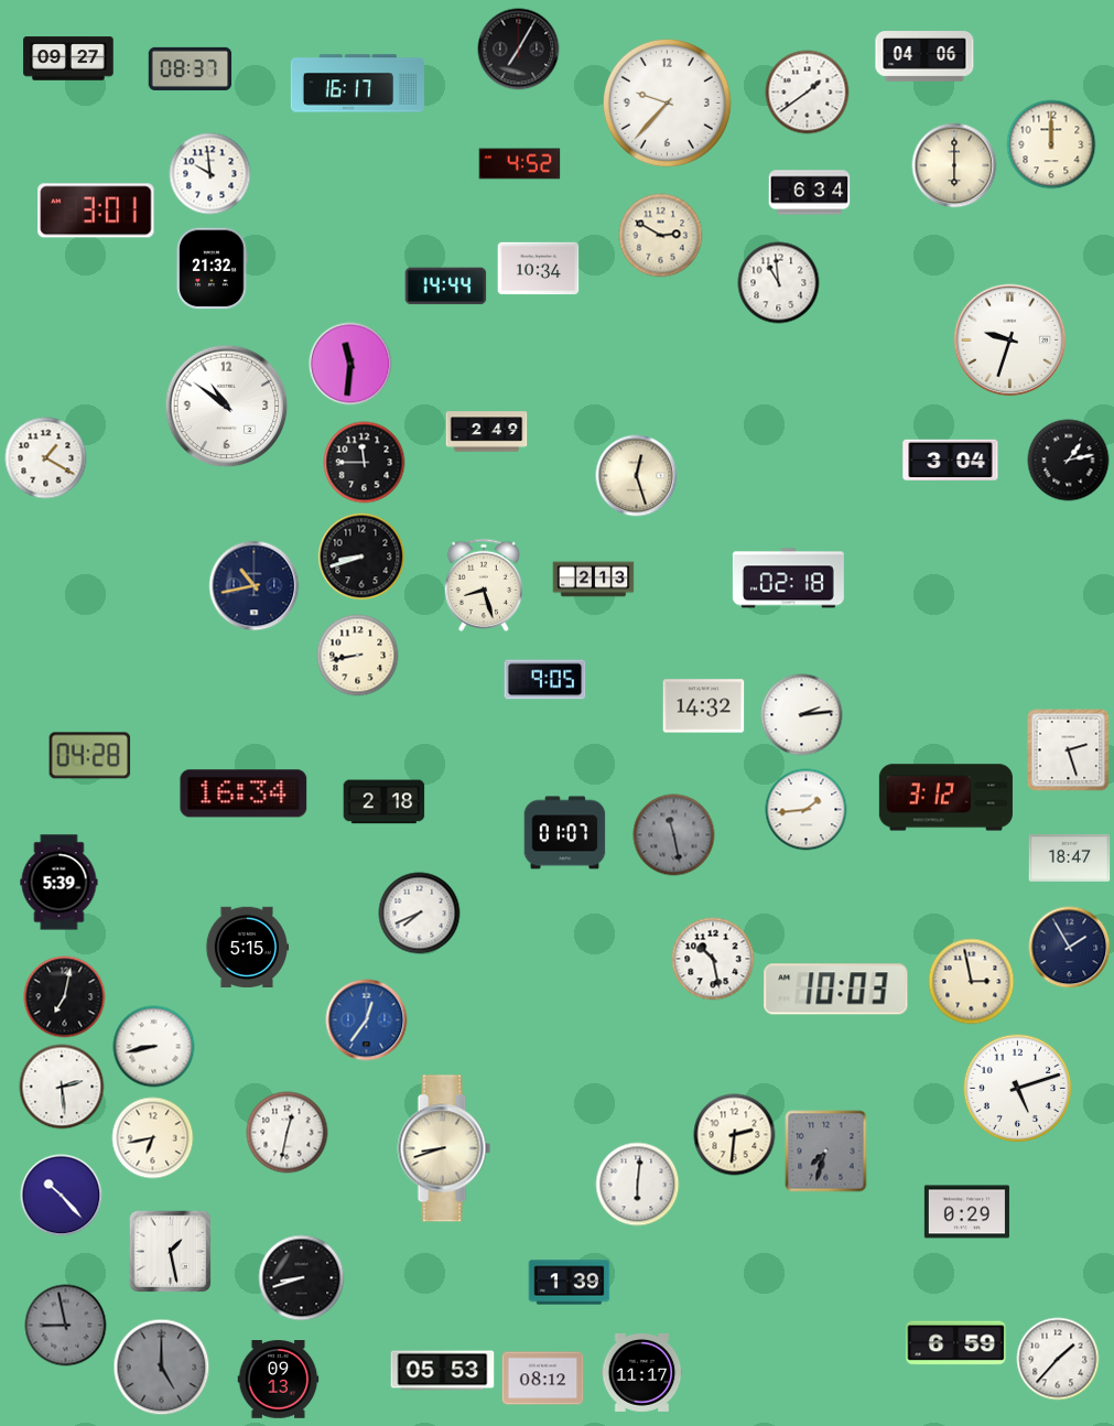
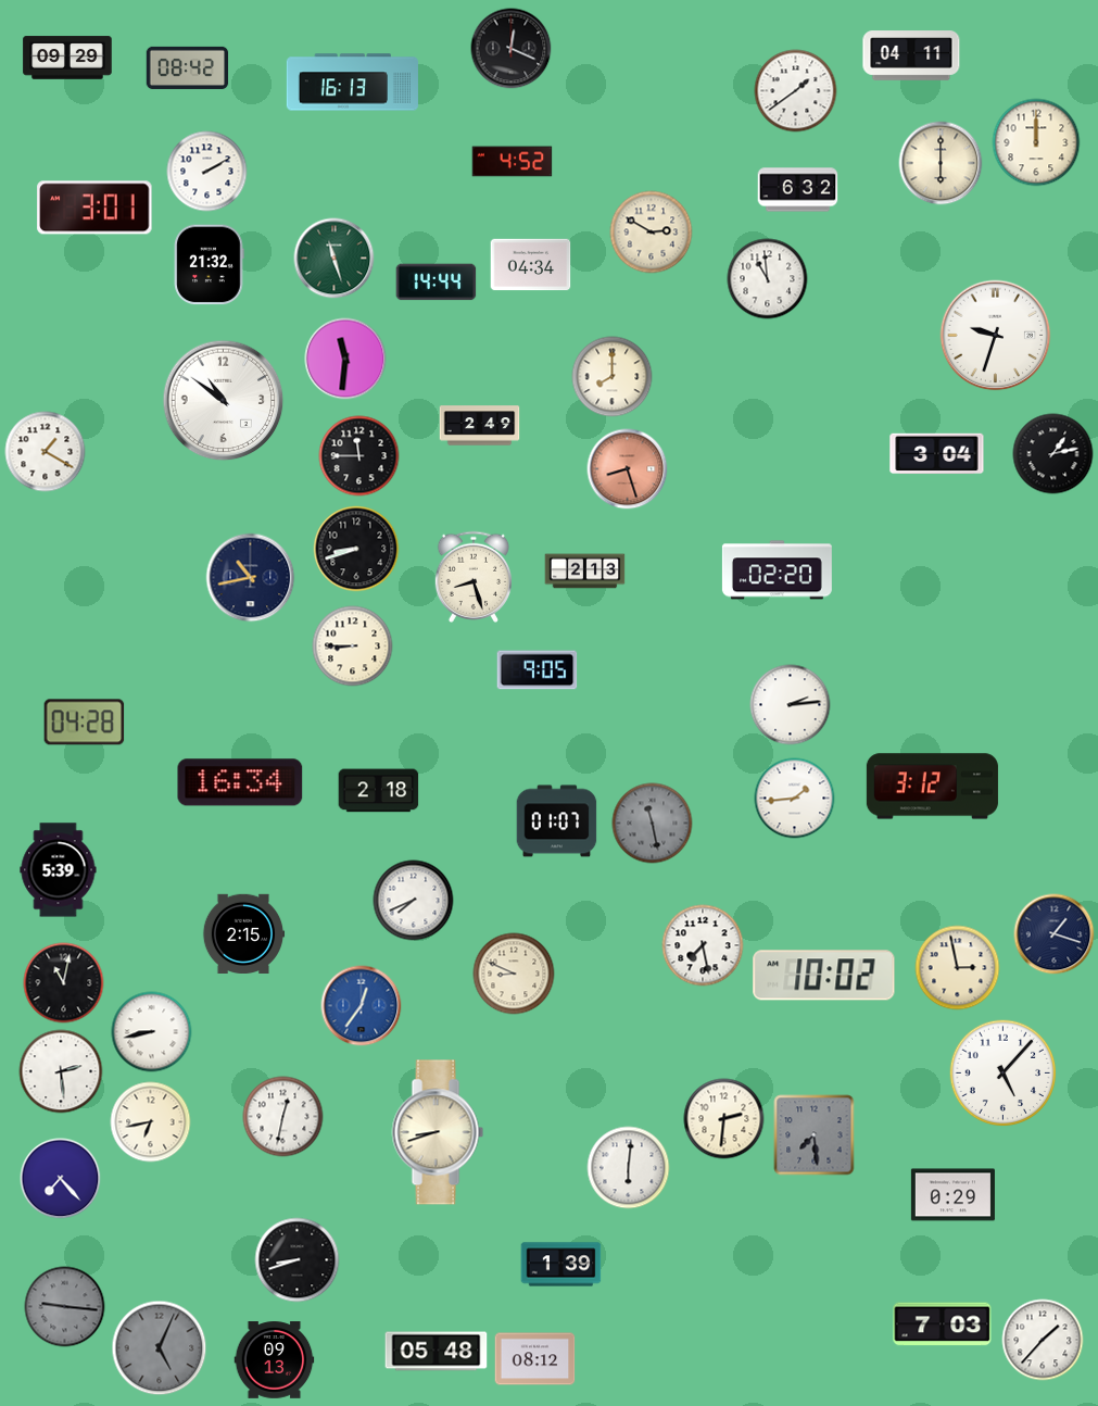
clock at (519, 50): 7:05 -> 12:19
clock at (924, 56): 04:06 -> 04:11
clock at (68, 58): 09:27 -> 09:29
clock at (191, 68): 08:37 -> 08:42
clock at (357, 84): 16:17 -> 16:13
clock at (667, 102): 9:37 -> none
clock at (210, 174): 9:59 -> 2:10
clock at (810, 193): 6:34 -> 6:32
clock at (335, 259): none -> 11:27
clock at (539, 269): 10:34 -> 04:34
clock at (446, 287) position: (446, 287) -> (437, 283)
clock at (613, 377): none -> 8:00
clock at (637, 476): 12:27 -> 8:27
clock at (637, 476) dial: cream -> salmon
clock at (788, 579): 02:18 -> 02:20
clock at (484, 585) position: (484, 585) -> (474, 577)
clock at (358, 656): 8:43 -> 8:45
clock at (704, 706): 14:32 -> none
clock at (1069, 750): 2:27 -> none
clock at (90, 756) position: (90, 756) -> (85, 723)
clock at (674, 835) position: (674, 835) -> (653, 824)
clock at (1070, 857): 18:47 -> none
clock at (247, 947): 5:15 -> 2:15
clock at (1070, 948): 1:55 -> 1:18
clock at (713, 959): 10:28 -> 7:28
clock at (514, 974): none -> 8:49
clock at (836, 990): 10:03 -> 10:02
clock at (65, 997): 7:02 -> 11:02
clock at (1018, 1089): 5:12 -> 5:07
clock at (826, 1152): 7:33 -> 7:29
clock at (62, 1196): 10:23 -> 7:23
clock at (171, 1252): 1:28 -> none
clock at (66, 1326): 8:58 -> 9:16
clock at (956, 1343): 6:59 -> 7:03
clock at (162, 1368): 5:00 -> 5:04
clock at (443, 1371): 05:53 -> 05:48
clock at (642, 1372): 11:17 -> none
